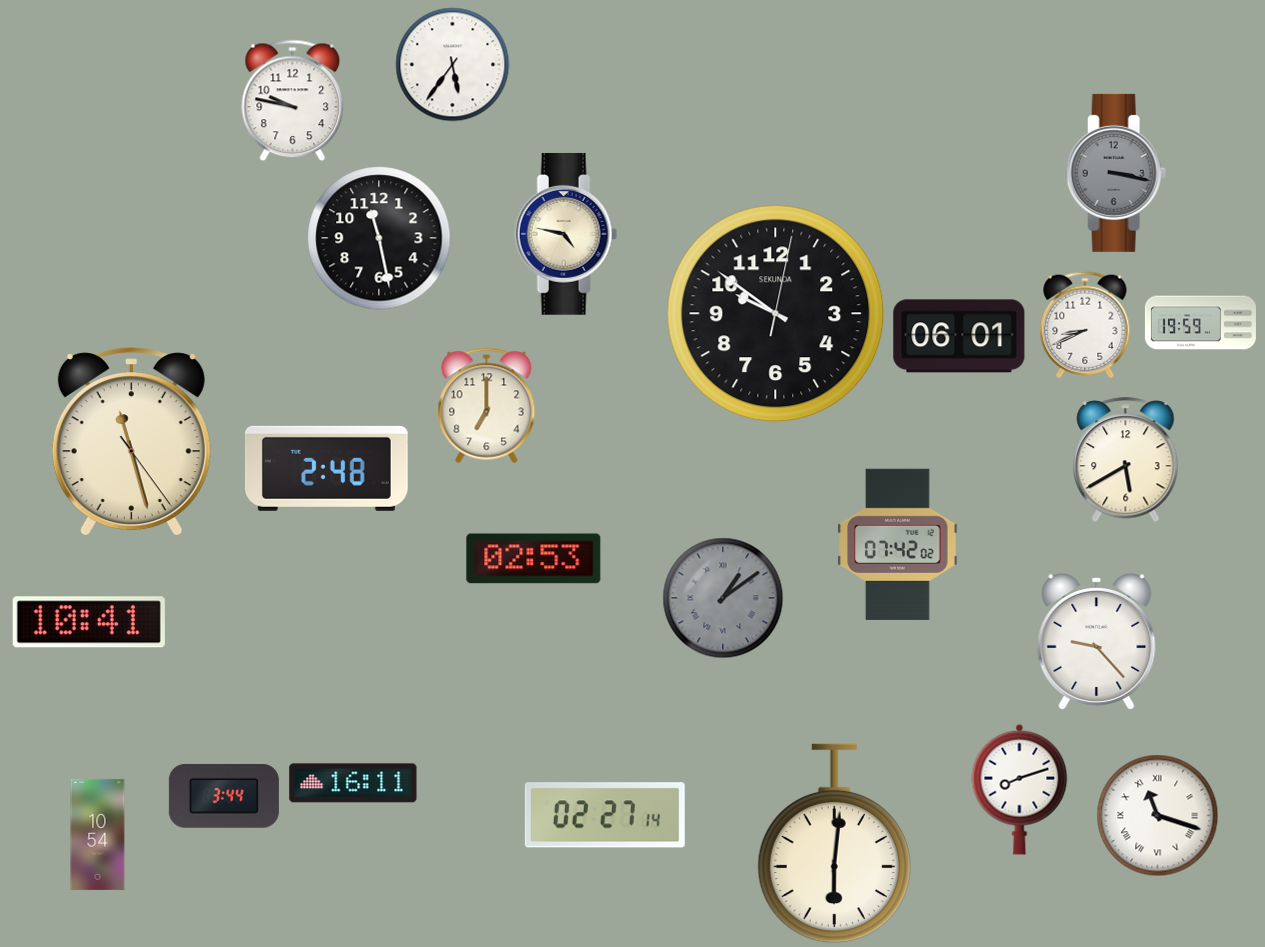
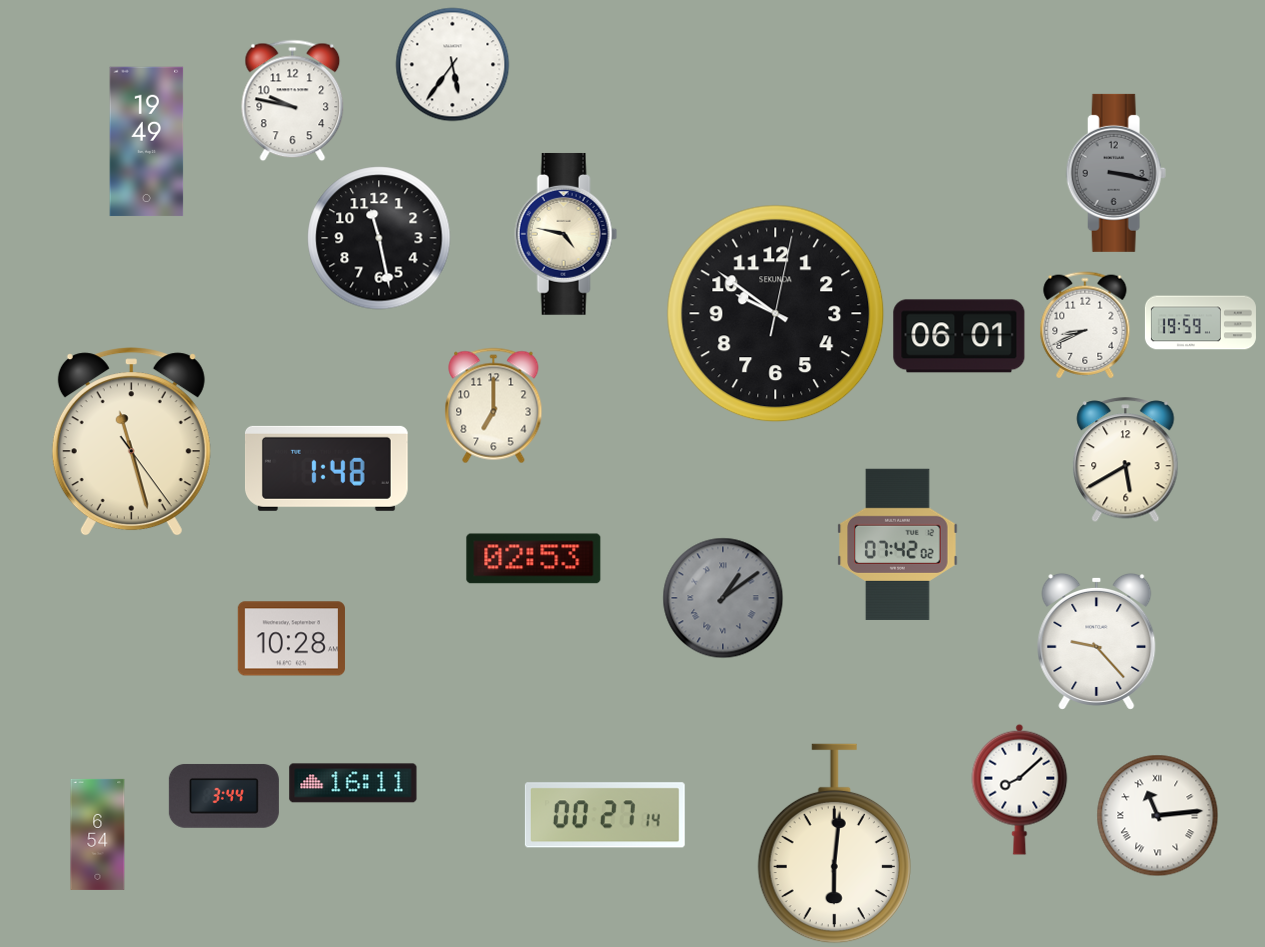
clock at (147, 142): none -> 19:49
clock at (487, 406) position: (487, 406) -> (494, 406)
clock at (327, 468): 2:48 -> 1:48
clock at (89, 622): 10:41 -> none
clock at (291, 639): none -> 10:28
clock at (1020, 789): 8:12 -> 8:08
clock at (605, 815): 02:27 -> 00:27
clock at (1158, 816): 11:18 -> 11:14
clock at (98, 834): 10:54 -> 6:54
